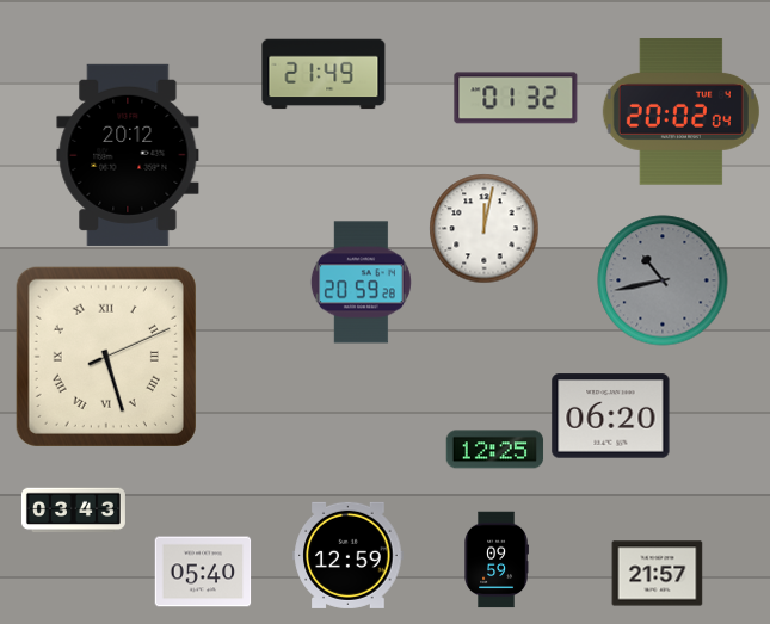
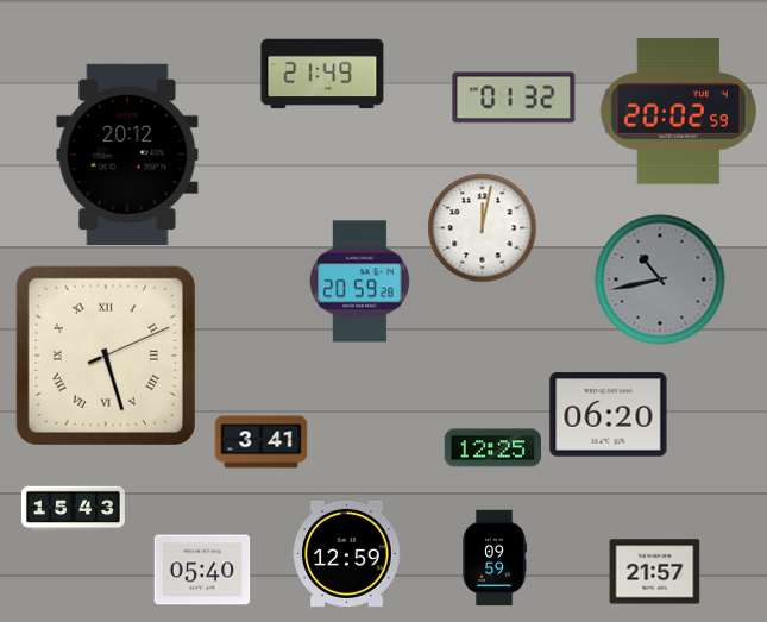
clock at (680, 112): 20:02:04 -> 20:02:59
clock at (262, 442): none -> 3:41
clock at (73, 511): 03:43 -> 15:43
